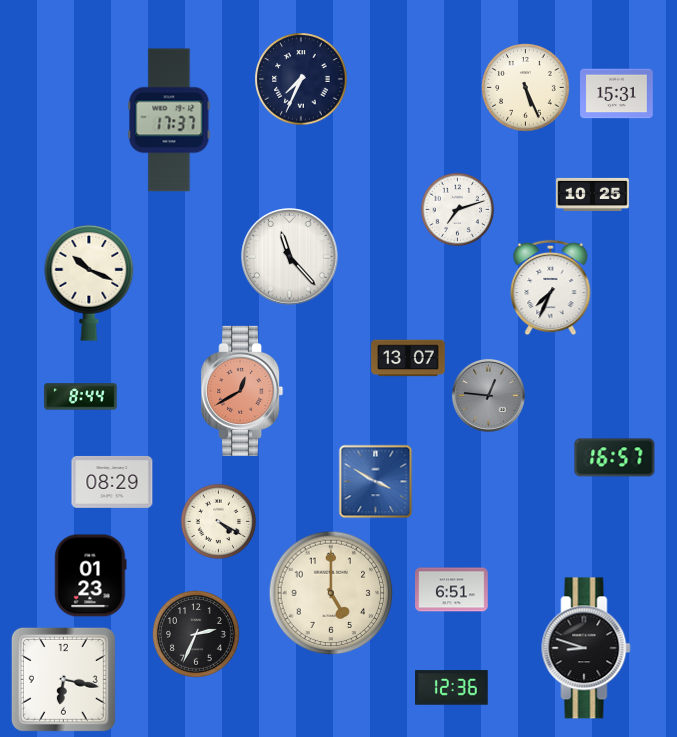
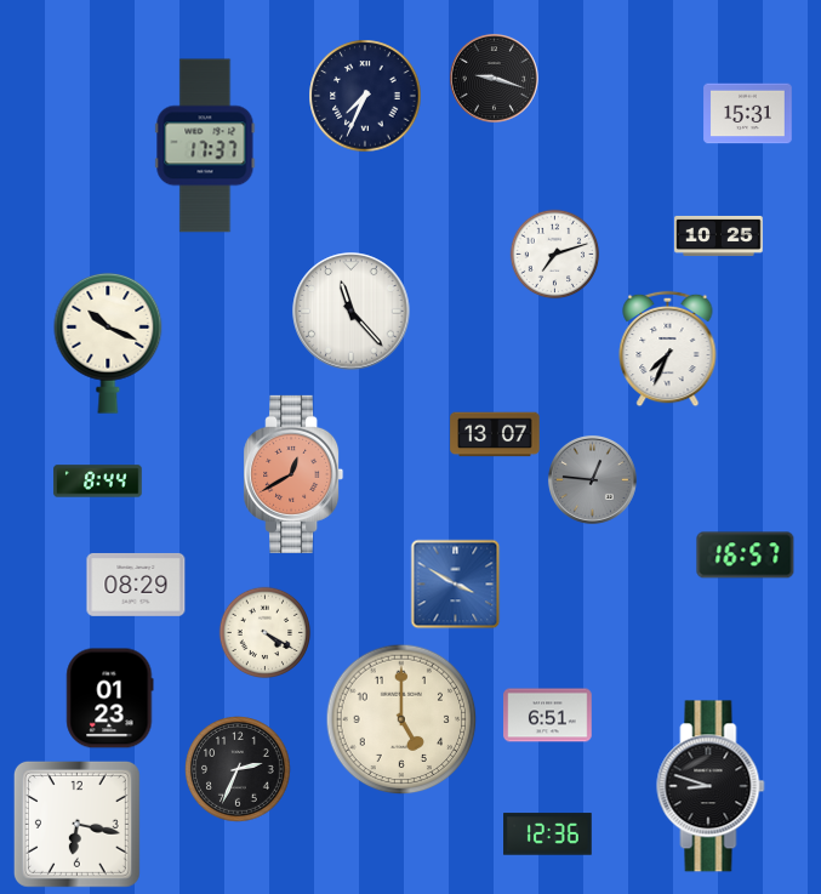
clock at (494, 78): none -> 9:18
clock at (526, 88): 5:26 -> none
